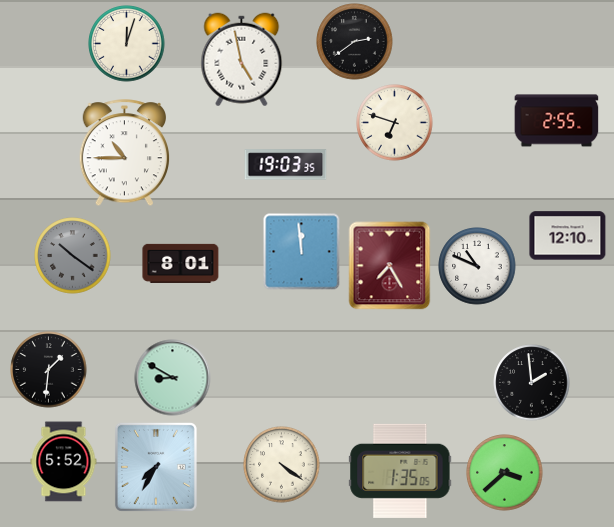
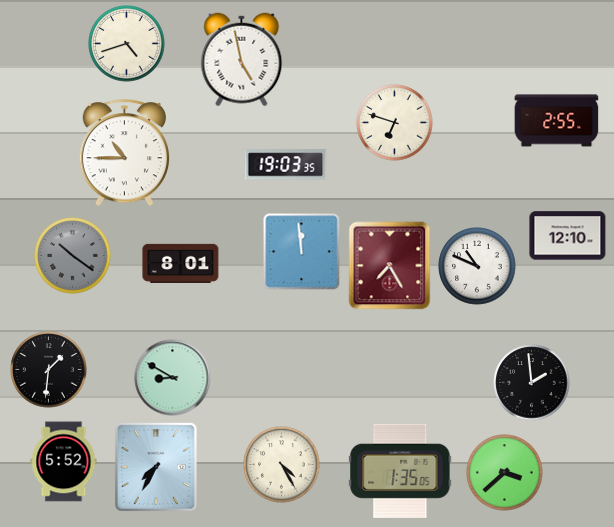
clock at (355, 42): 2:39 -> none
clock at (127, 44): 12:03 -> 4:42
clock at (282, 465): 4:21 -> 4:25
